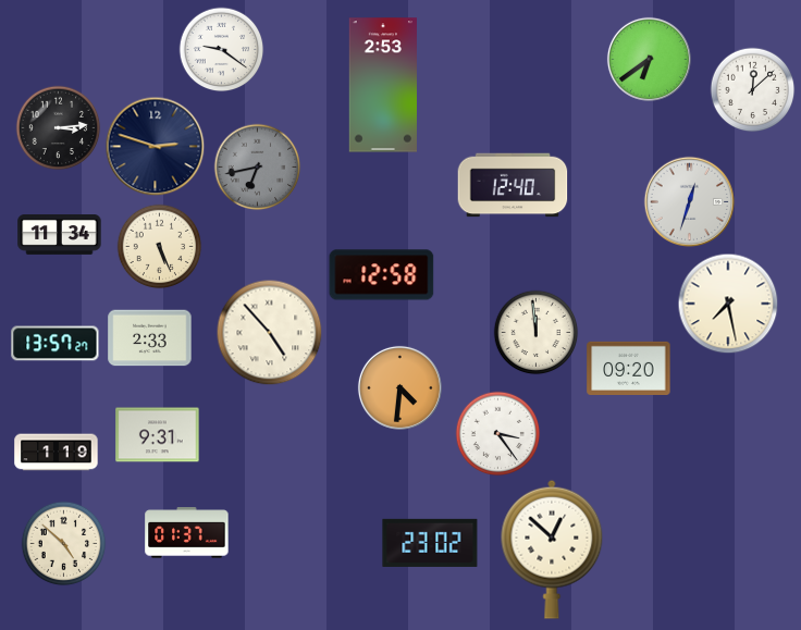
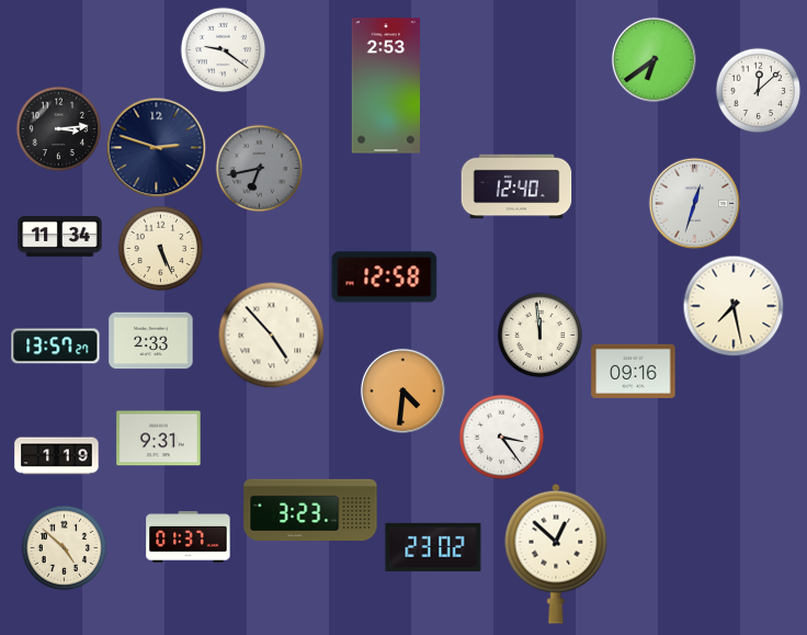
clock at (629, 368): 09:20 -> 09:16
clock at (310, 509): none -> 3:23
